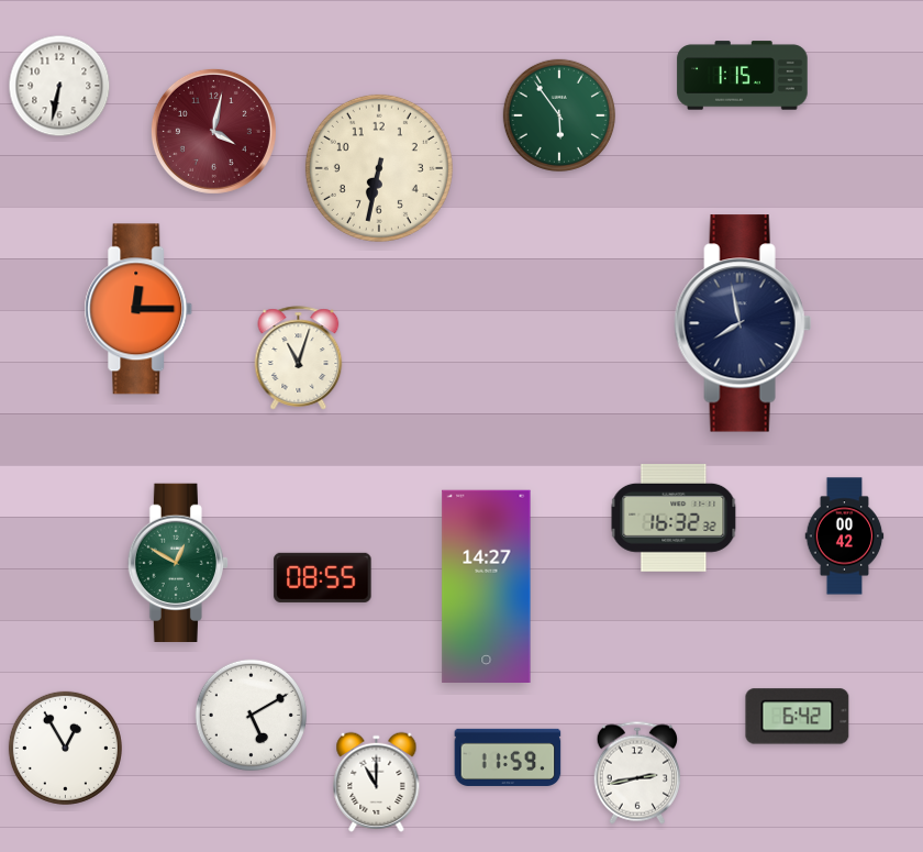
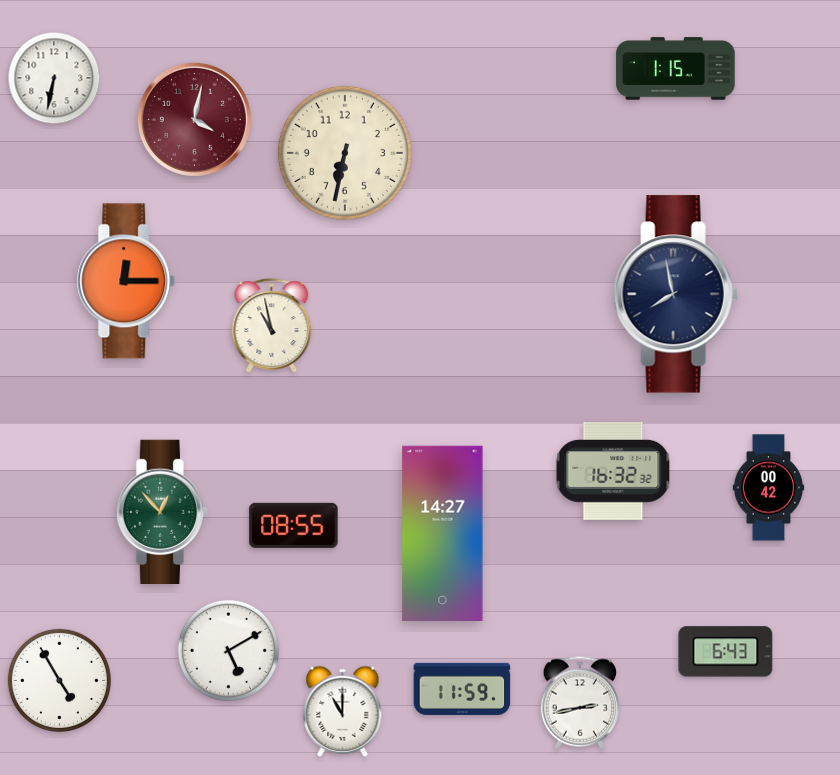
clock at (559, 115): 5:54 -> none
clock at (299, 358): 11:03 -> 10:58
clock at (177, 562): 12:50 -> 12:53
clock at (798, 717): 6:42 -> 6:43
clock at (65, 748): 12:55 -> 4:55
